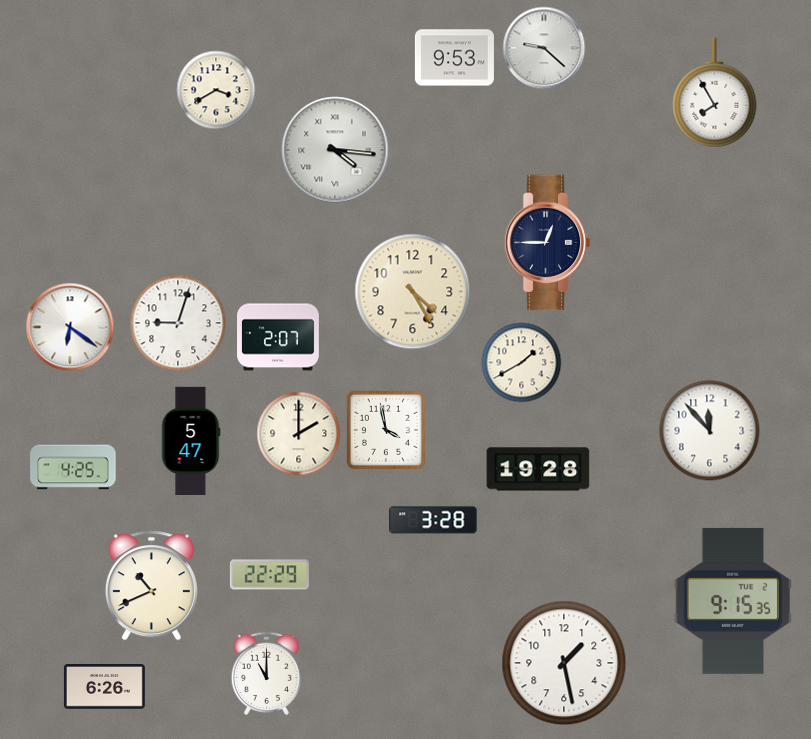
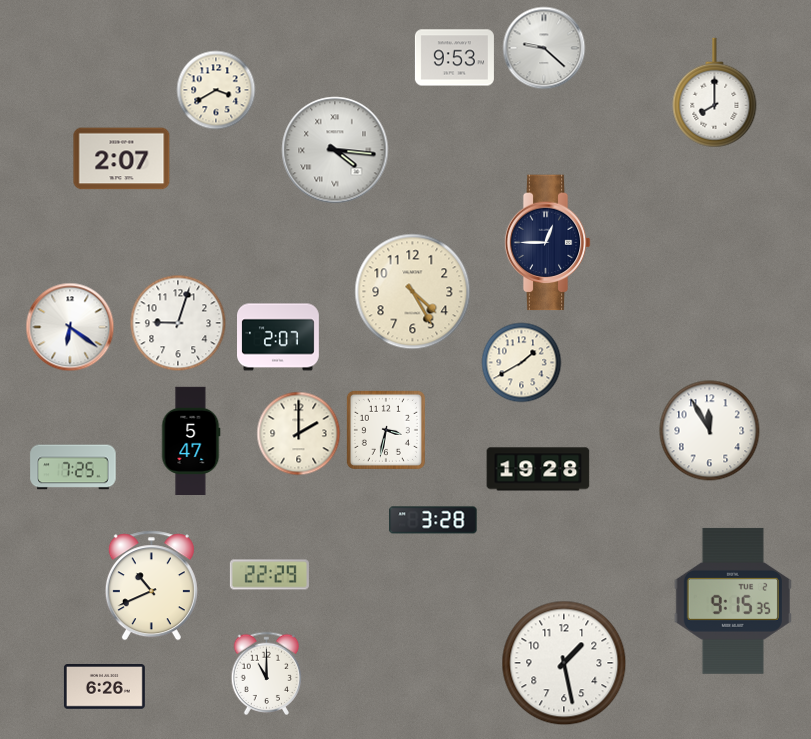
clock at (715, 93): 7:55 -> 8:00
clock at (122, 159): none -> 2:07
clock at (386, 430): 3:58 -> 3:32
clock at (710, 431): 11:53 -> 11:55
clock at (73, 467): 4:25 -> 7:25
